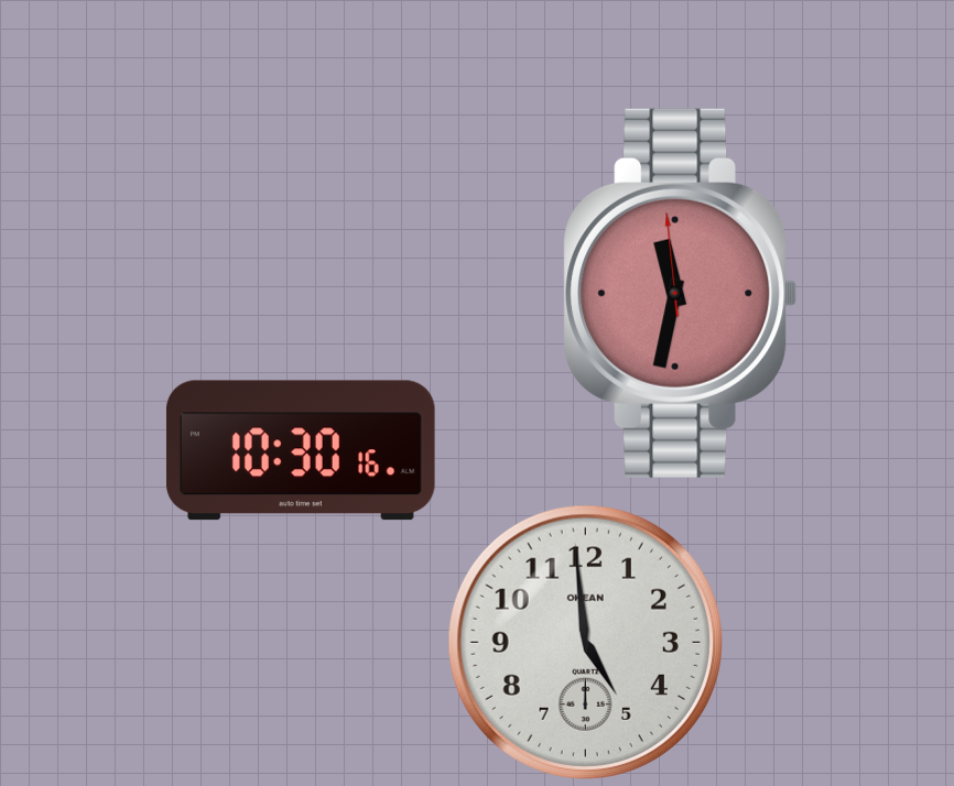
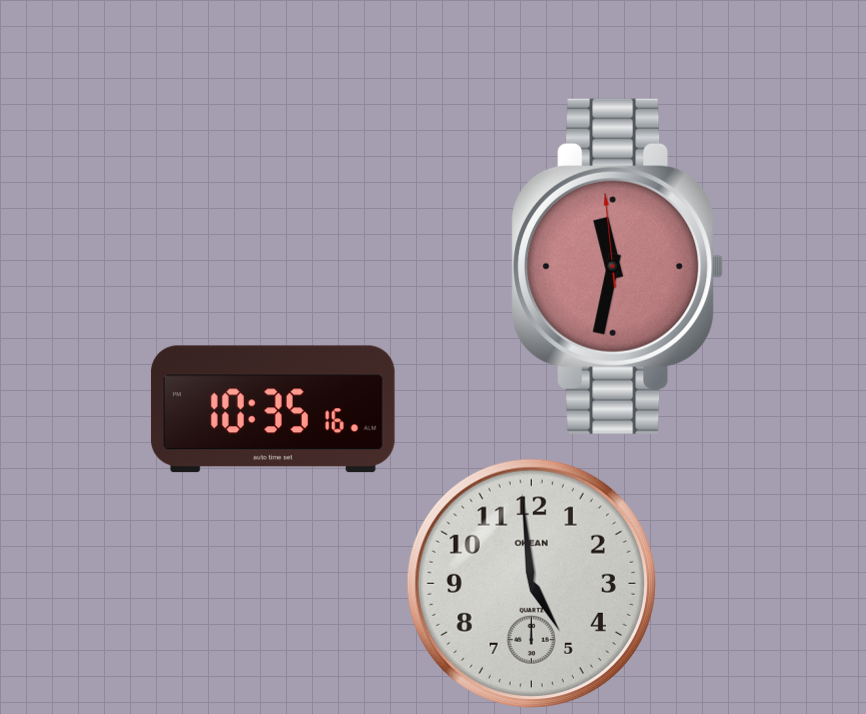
clock at (301, 450): 10:30 -> 10:35
